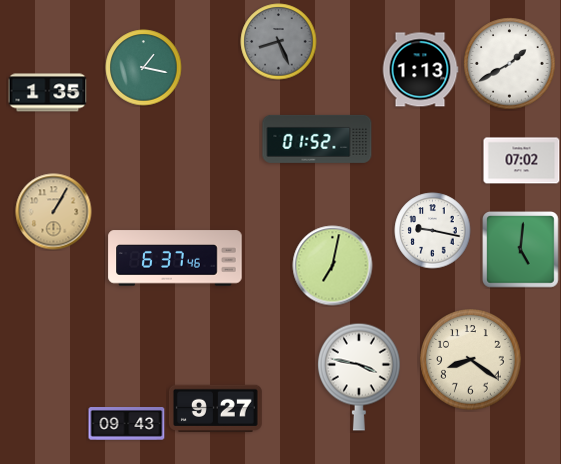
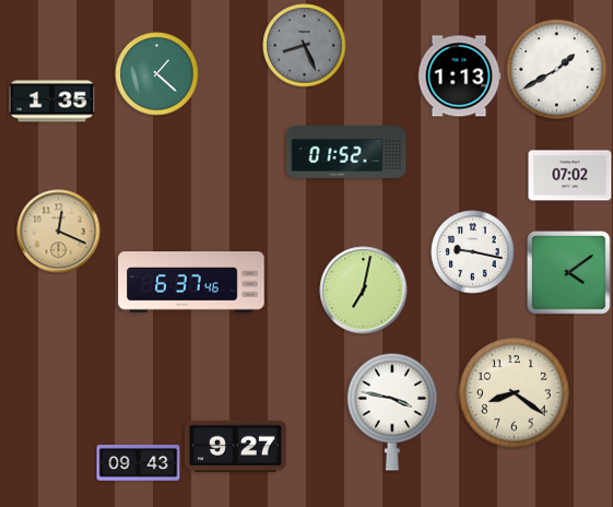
clock at (144, 68): 1:17 -> 1:22
clock at (54, 212): 1:05 -> 12:19
clock at (521, 250): 5:01 -> 4:09
